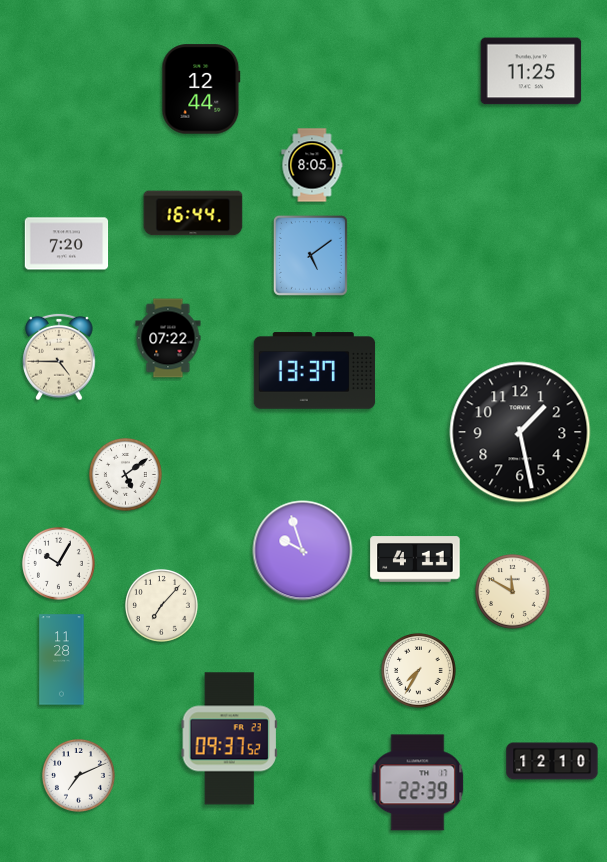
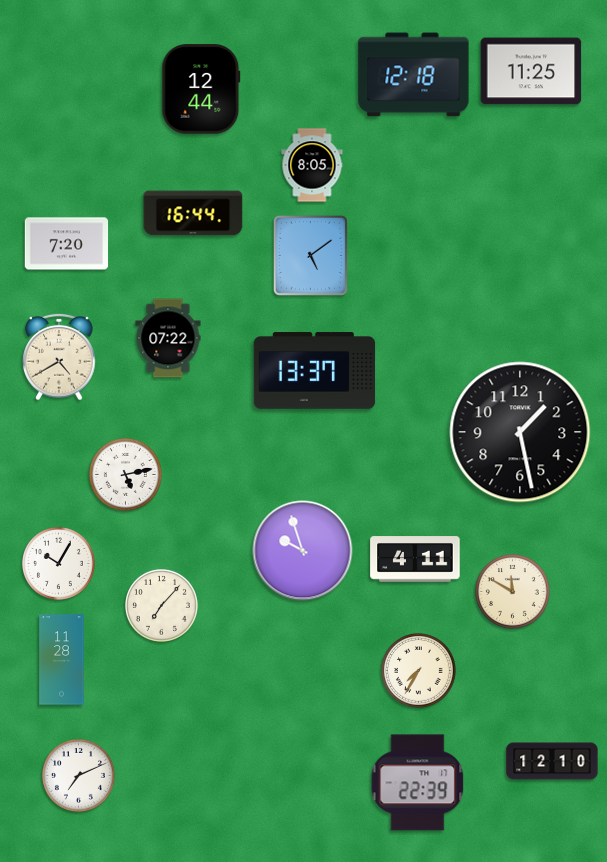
clock at (414, 75): none -> 12:18
clock at (59, 357): 4:45 -> 4:40
clock at (125, 474): 5:09 -> 5:13
clock at (229, 739): 09:37 -> none
